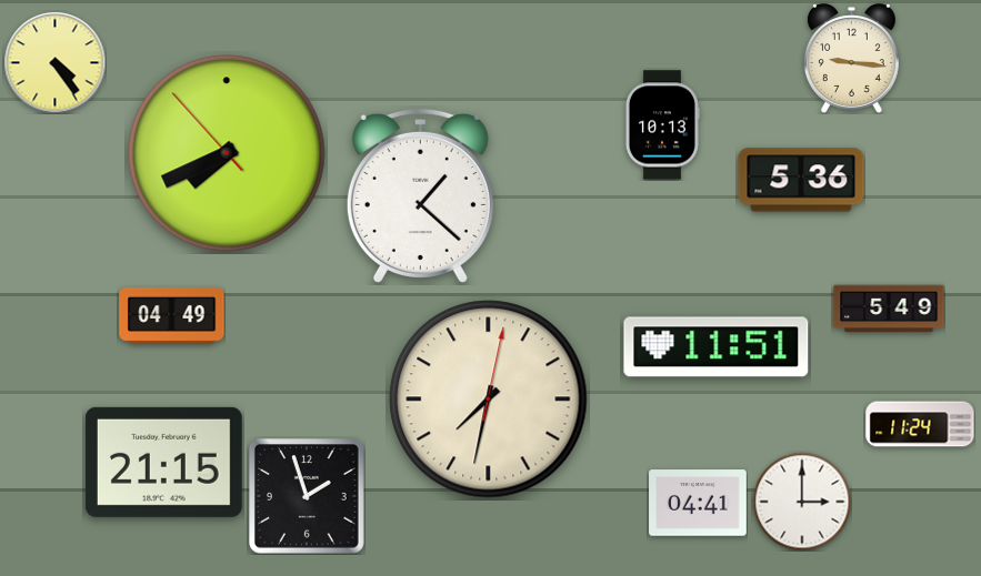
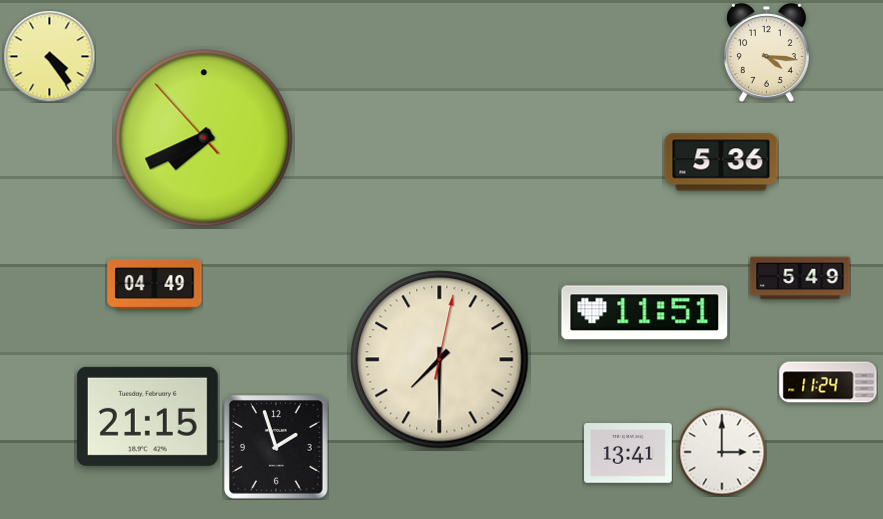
clock at (851, 59): 9:16 -> 4:16
clock at (662, 125): 10:13 -> none
clock at (420, 195): 1:22 -> none
clock at (489, 400): 7:32 -> 7:30
clock at (698, 503): 04:41 -> 13:41
